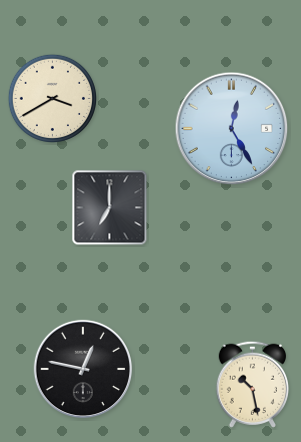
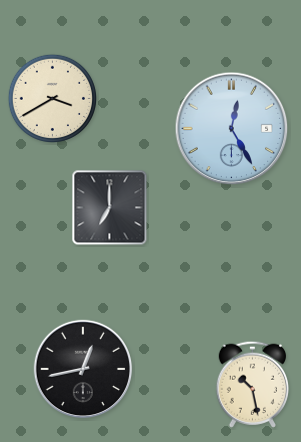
clock at (83, 369): 12:47 -> 12:43
